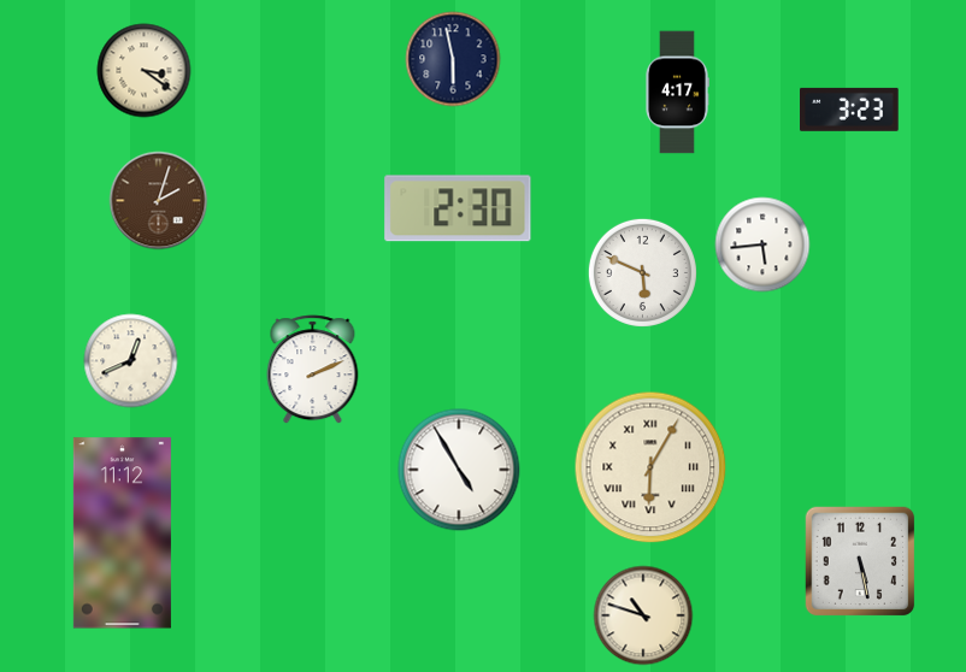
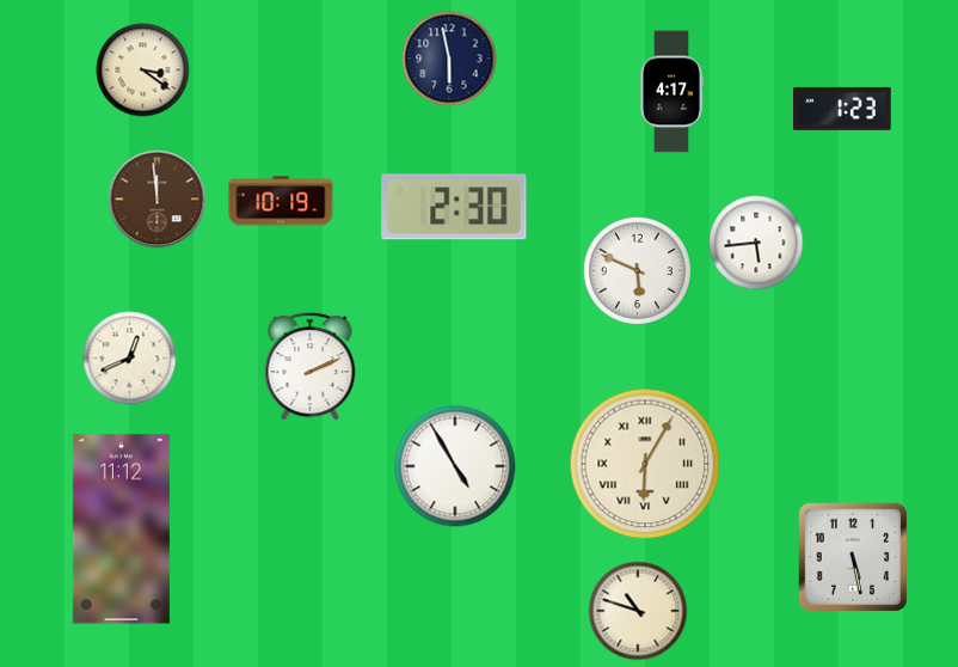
clock at (850, 110): 3:23 -> 1:23
clock at (159, 201): 2:03 -> 11:59
clock at (281, 201): none -> 10:19
